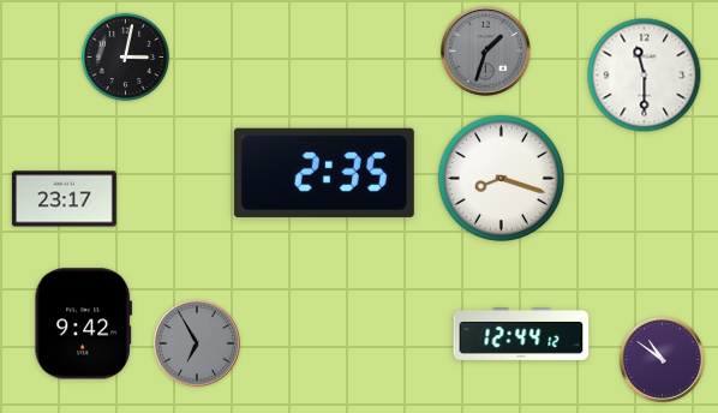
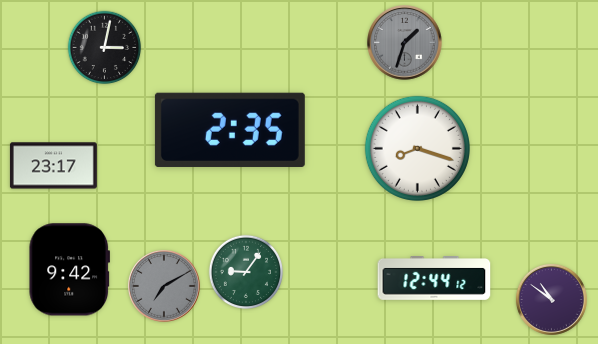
clock at (645, 76): 11:30 -> none
clock at (324, 173) position: (324, 173) -> (230, 130)
clock at (245, 271): none -> 9:06
clock at (197, 343): 6:55 -> 7:10
